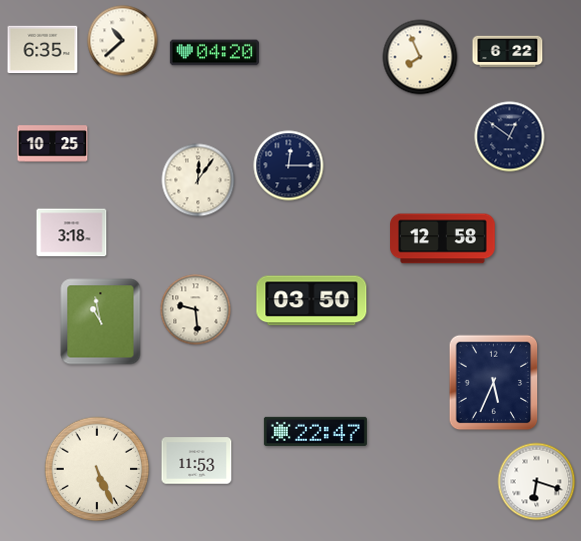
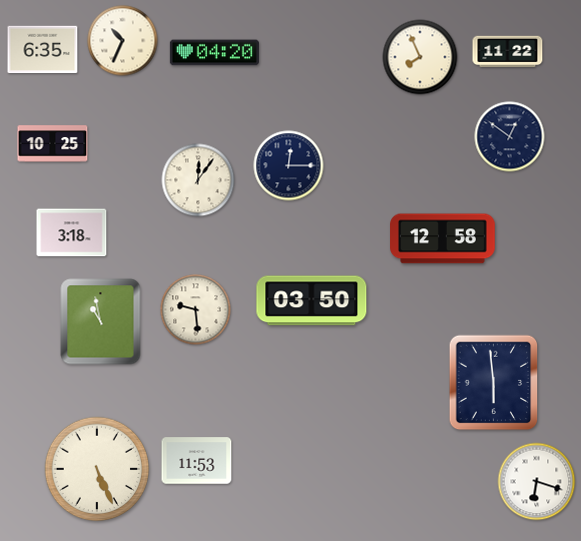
clock at (123, 41): 10:38 -> 10:34
clock at (508, 52): 6:22 -> 11:22
clock at (494, 383): 5:34 -> 5:59
clock at (315, 431): 22:47 -> none
